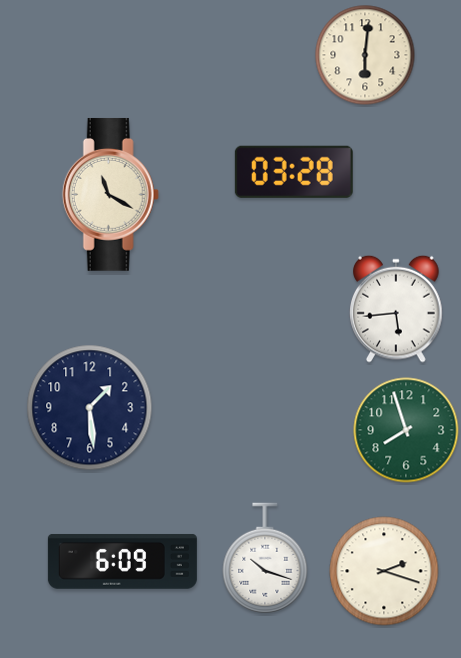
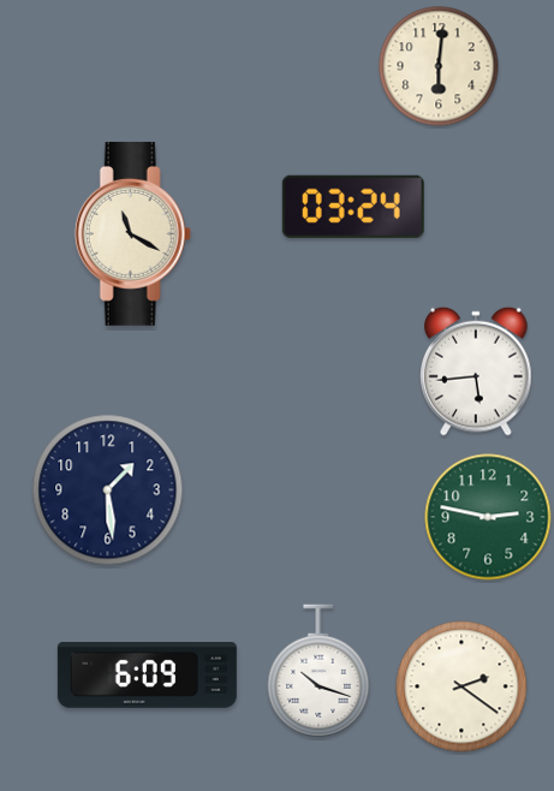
clock at (294, 172): 03:28 -> 03:24
clock at (406, 430): 7:57 -> 2:47
clock at (384, 571): 2:18 -> 2:21
